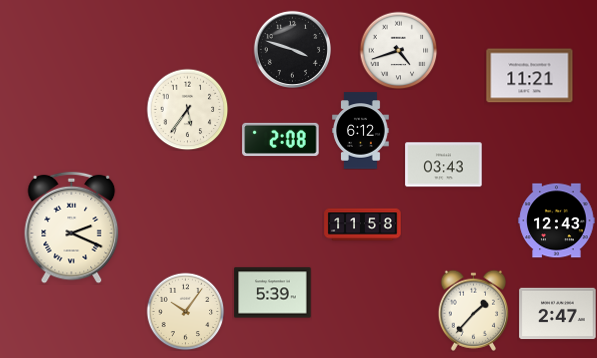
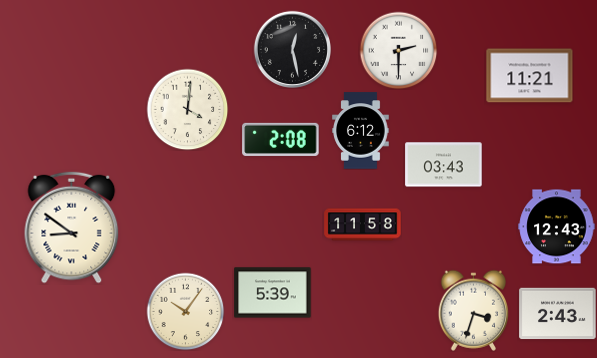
clock at (292, 49): 3:48 -> 12:28
clock at (398, 50): 4:42 -> 2:30
clock at (187, 109): 5:36 -> 4:01
clock at (557, 221) position: (557, 221) -> (557, 227)
clock at (72, 228): 2:19 -> 8:51
clock at (474, 310): 1:37 -> 3:33
clock at (558, 314): 2:47 -> 2:43
